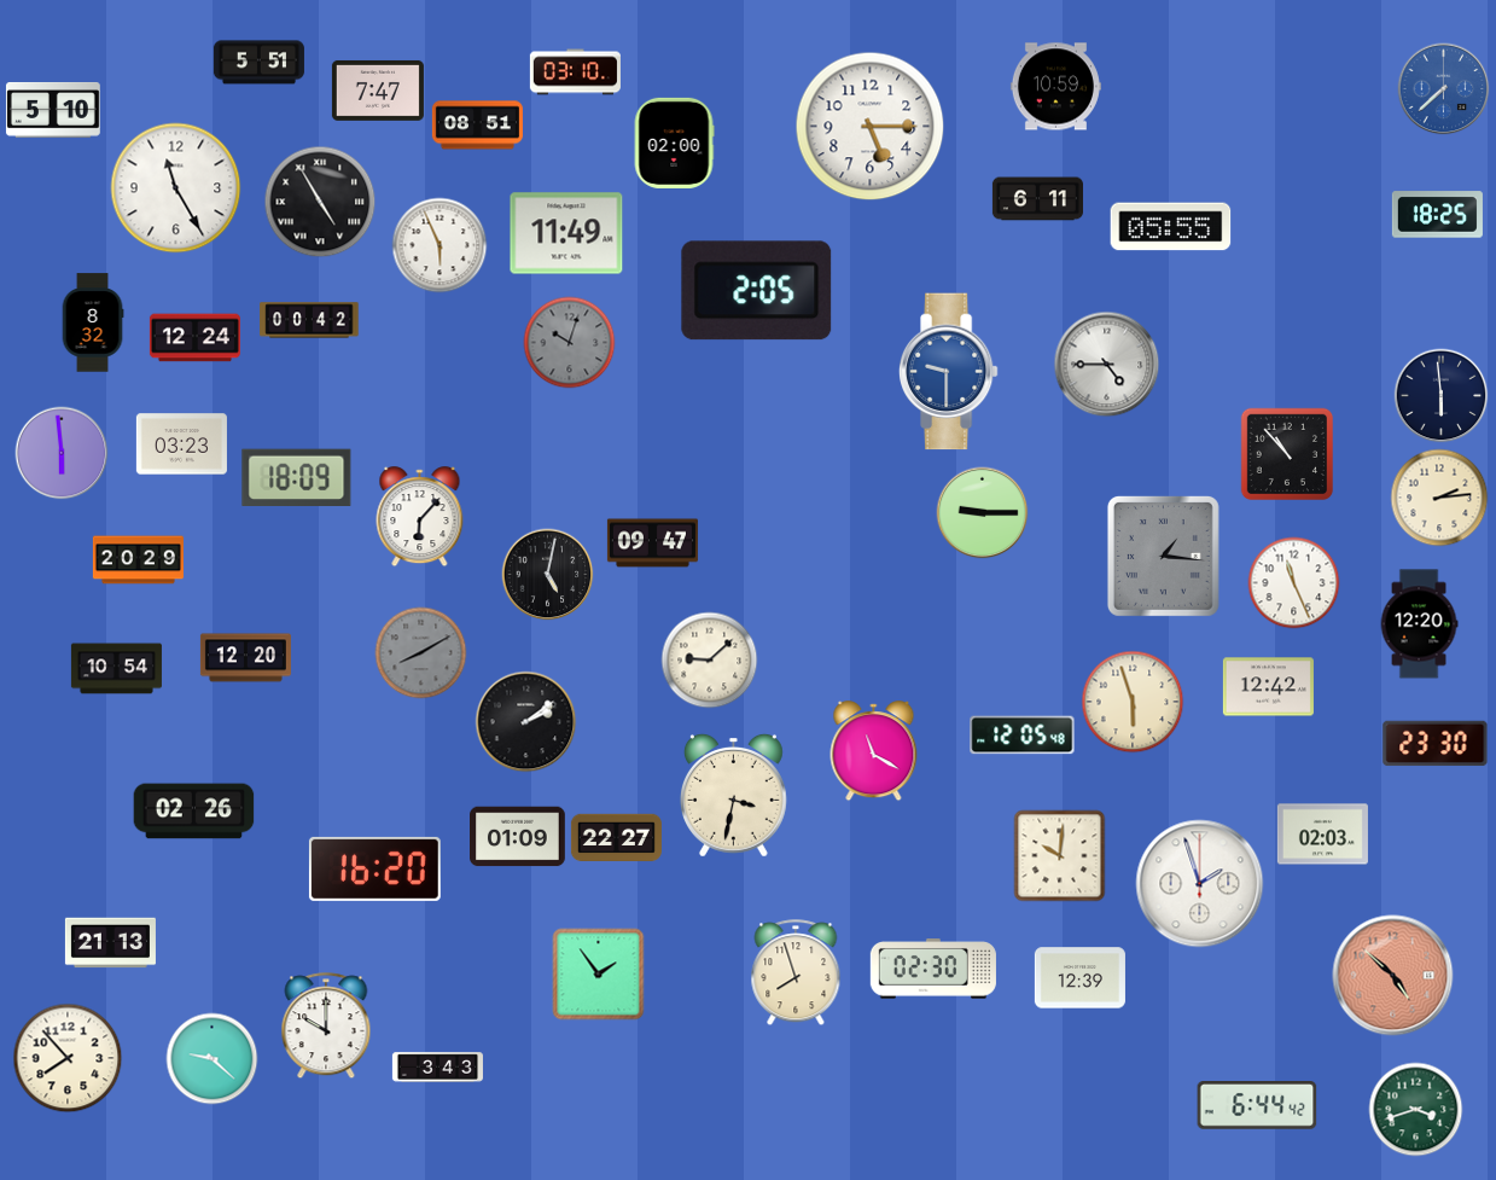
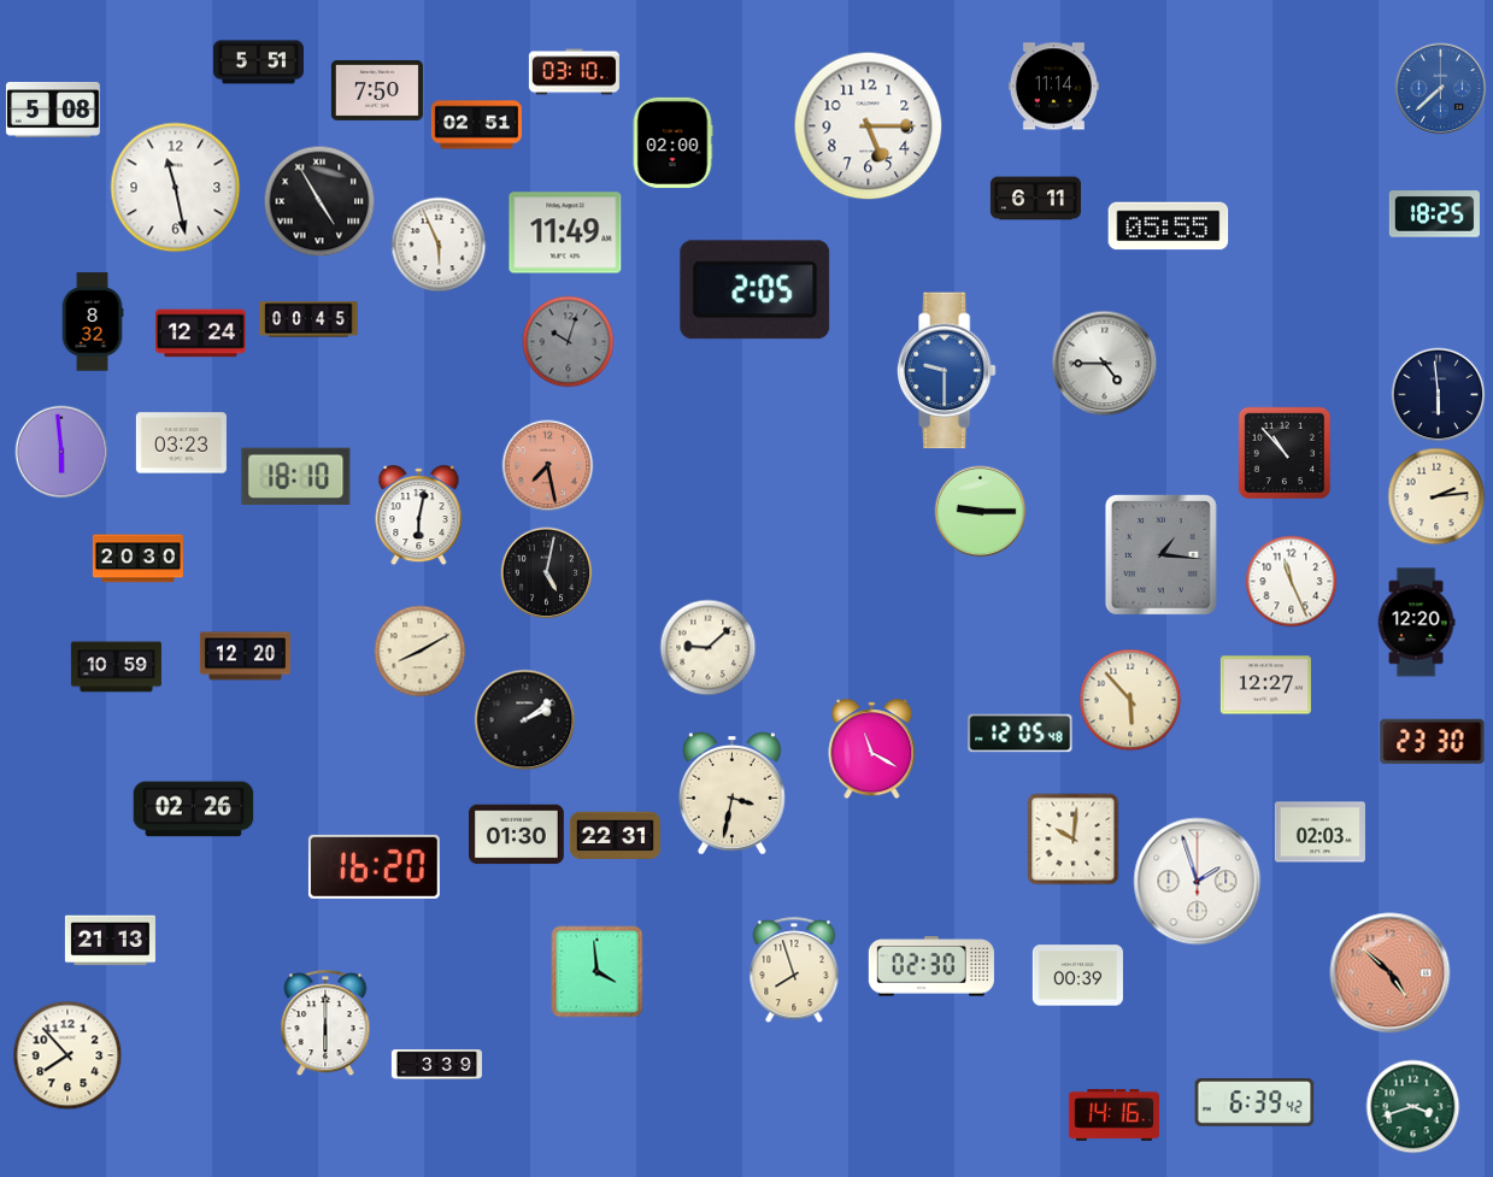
clock at (1055, 87): 10:59 -> 11:14
clock at (378, 91): 7:47 -> 7:50
clock at (53, 111): 5:10 -> 5:08
clock at (477, 126): 08:51 -> 02:51
clock at (176, 188): 11:25 -> 11:28
clock at (309, 320): 00:42 -> 00:45
clock at (194, 338) position: (194, 338) -> (200, 334)
clock at (548, 466): none -> 7:28
clock at (297, 478): 18:09 -> 18:10
clock at (420, 517): 6:07 -> 6:02
clock at (652, 544): 09:47 -> none
clock at (138, 560): 20:29 -> 20:30
clock at (421, 653) dial: grey -> cream
clock at (710, 661) position: (710, 661) -> (709, 648)
clock at (116, 669): 10:54 -> 10:59
clock at (1268, 687): 12:42 -> 12:27
clock at (1133, 702): 5:57 -> 5:53
clock at (518, 837): 01:09 -> 01:30
clock at (616, 838): 22:27 -> 22:31
clock at (1060, 856) position: (1060, 856) -> (1074, 840)
clock at (599, 975): 1:54 -> 3:59
clock at (1079, 978): 12:39 -> 00:39
clock at (326, 1027): 10:00 -> 6:00
clock at (213, 1059): 9:22 -> none
clock at (437, 1068): 3:43 -> 3:39
clock at (1257, 1106): 6:44 -> 6:39
clock at (1113, 1116): none -> 14:16
